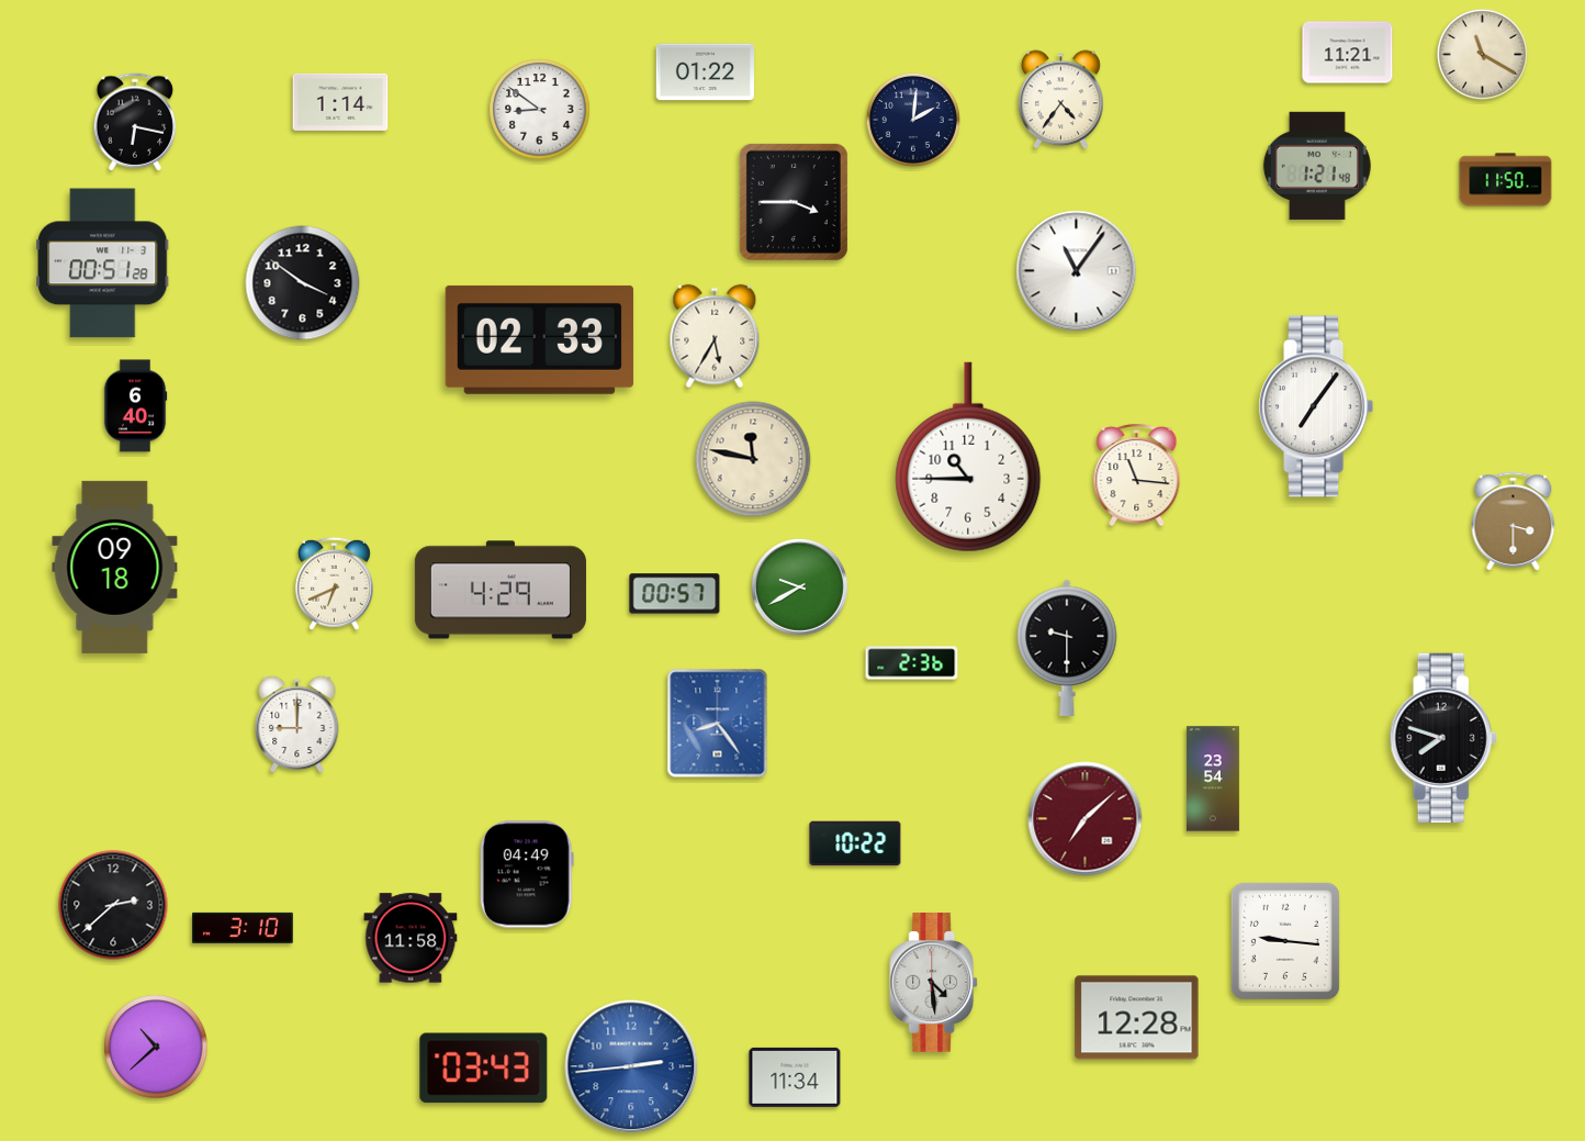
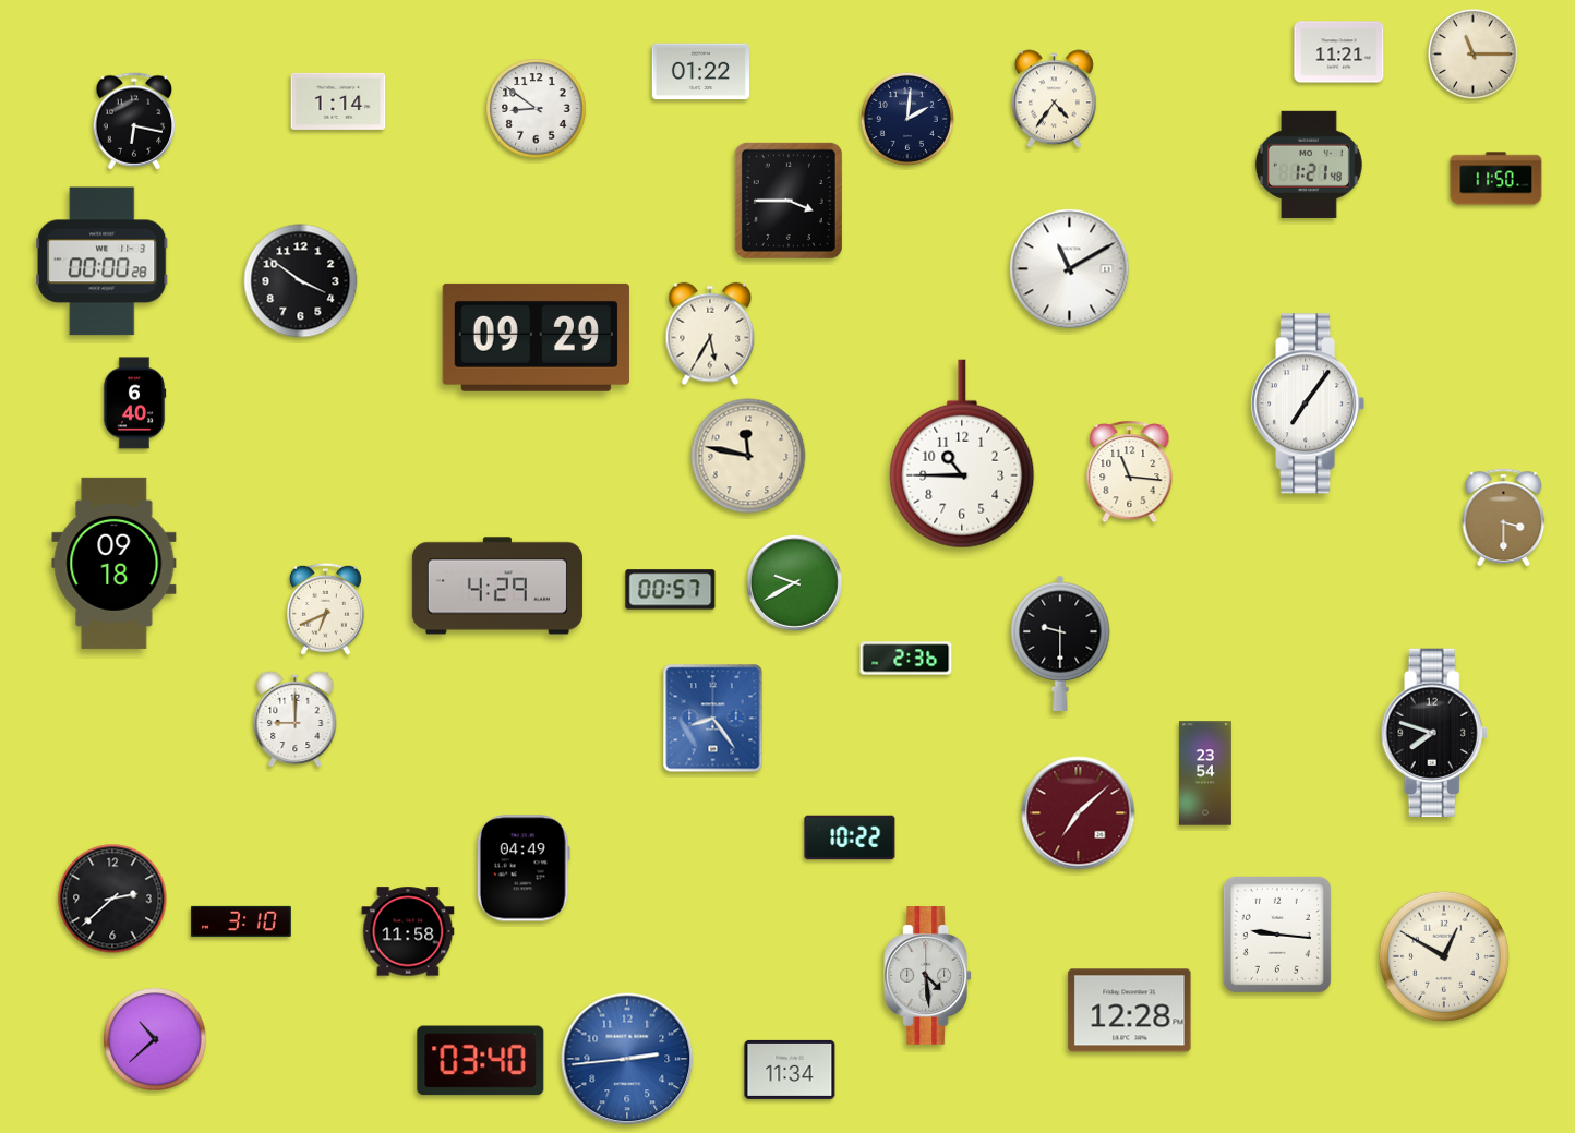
clock at (1482, 54): 11:20 -> 11:15
clock at (103, 264): 00:51 -> 00:00
clock at (1077, 271): 11:06 -> 11:10
clock at (539, 339): 02:33 -> 09:29
clock at (334, 583) position: (334, 583) -> (325, 608)
clock at (1444, 956): none -> 12:50
clock at (484, 1069): 03:43 -> 03:40
